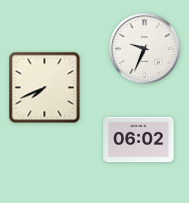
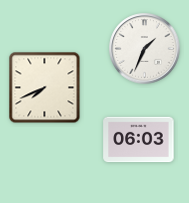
clock at (145, 49): 9:34 -> 1:34
clock at (139, 140): 06:02 -> 06:03
